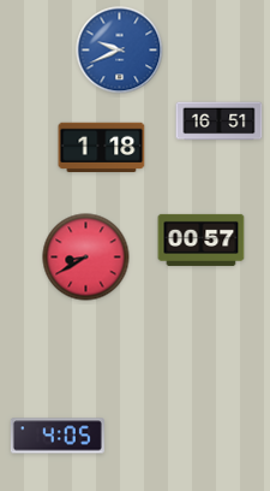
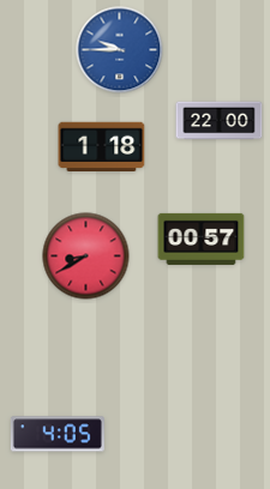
clock at (120, 51): 9:41 -> 9:45
clock at (220, 122): 16:51 -> 22:00
